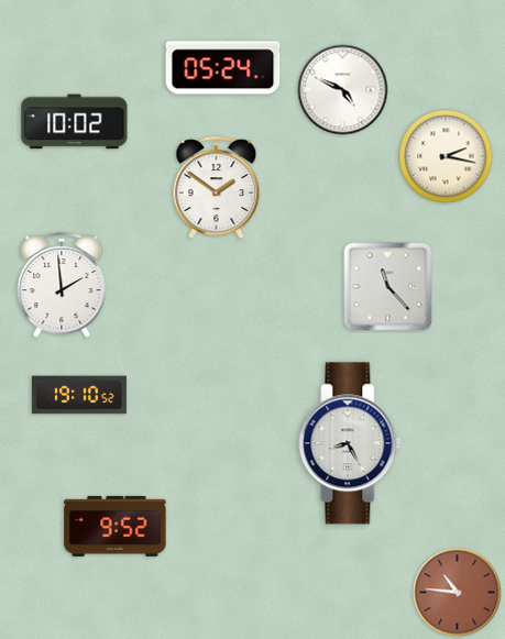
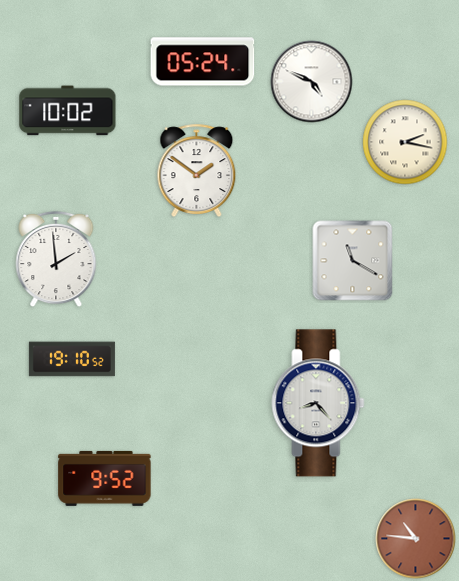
clock at (388, 287): 11:23 -> 11:20
clock at (350, 443): 8:25 -> 8:23
